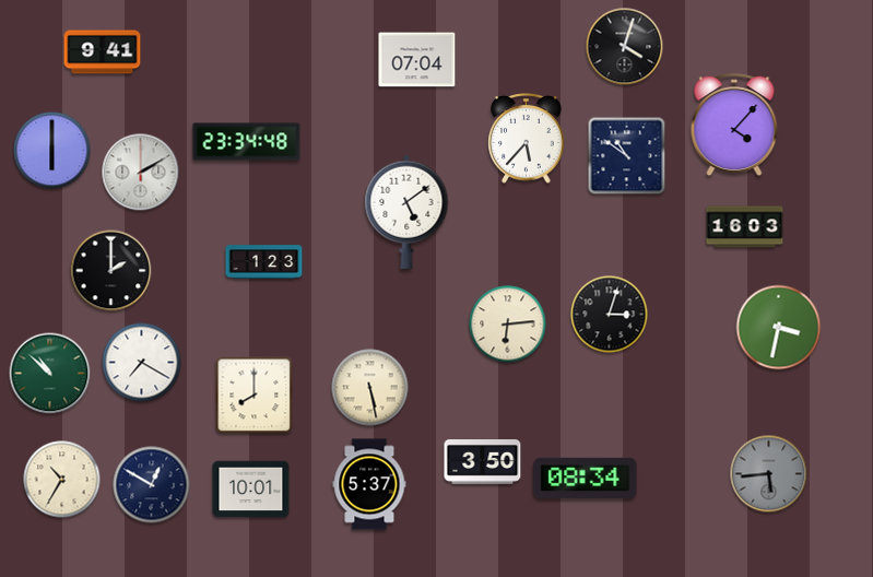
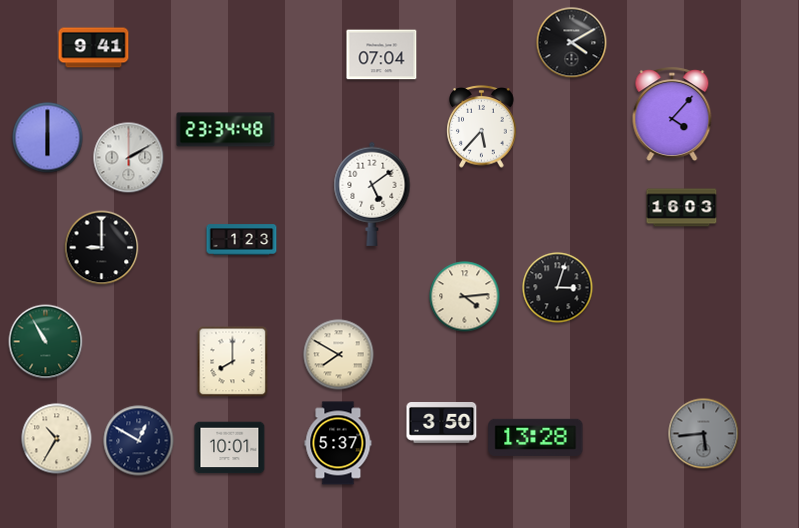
clock at (625, 47): 4:03 -> 4:10
clock at (627, 156): 10:51 -> none
clock at (111, 271): 2:00 -> 9:00
clock at (508, 325): 6:14 -> 4:14
clock at (779, 328): 3:32 -> none
clock at (142, 363): 7:20 -> none
clock at (50, 374): 10:52 -> 10:55
clock at (370, 388): 5:28 -> 7:50
clock at (586, 478): 08:34 -> 13:28
clock at (152, 485) position: (152, 485) -> (139, 441)
